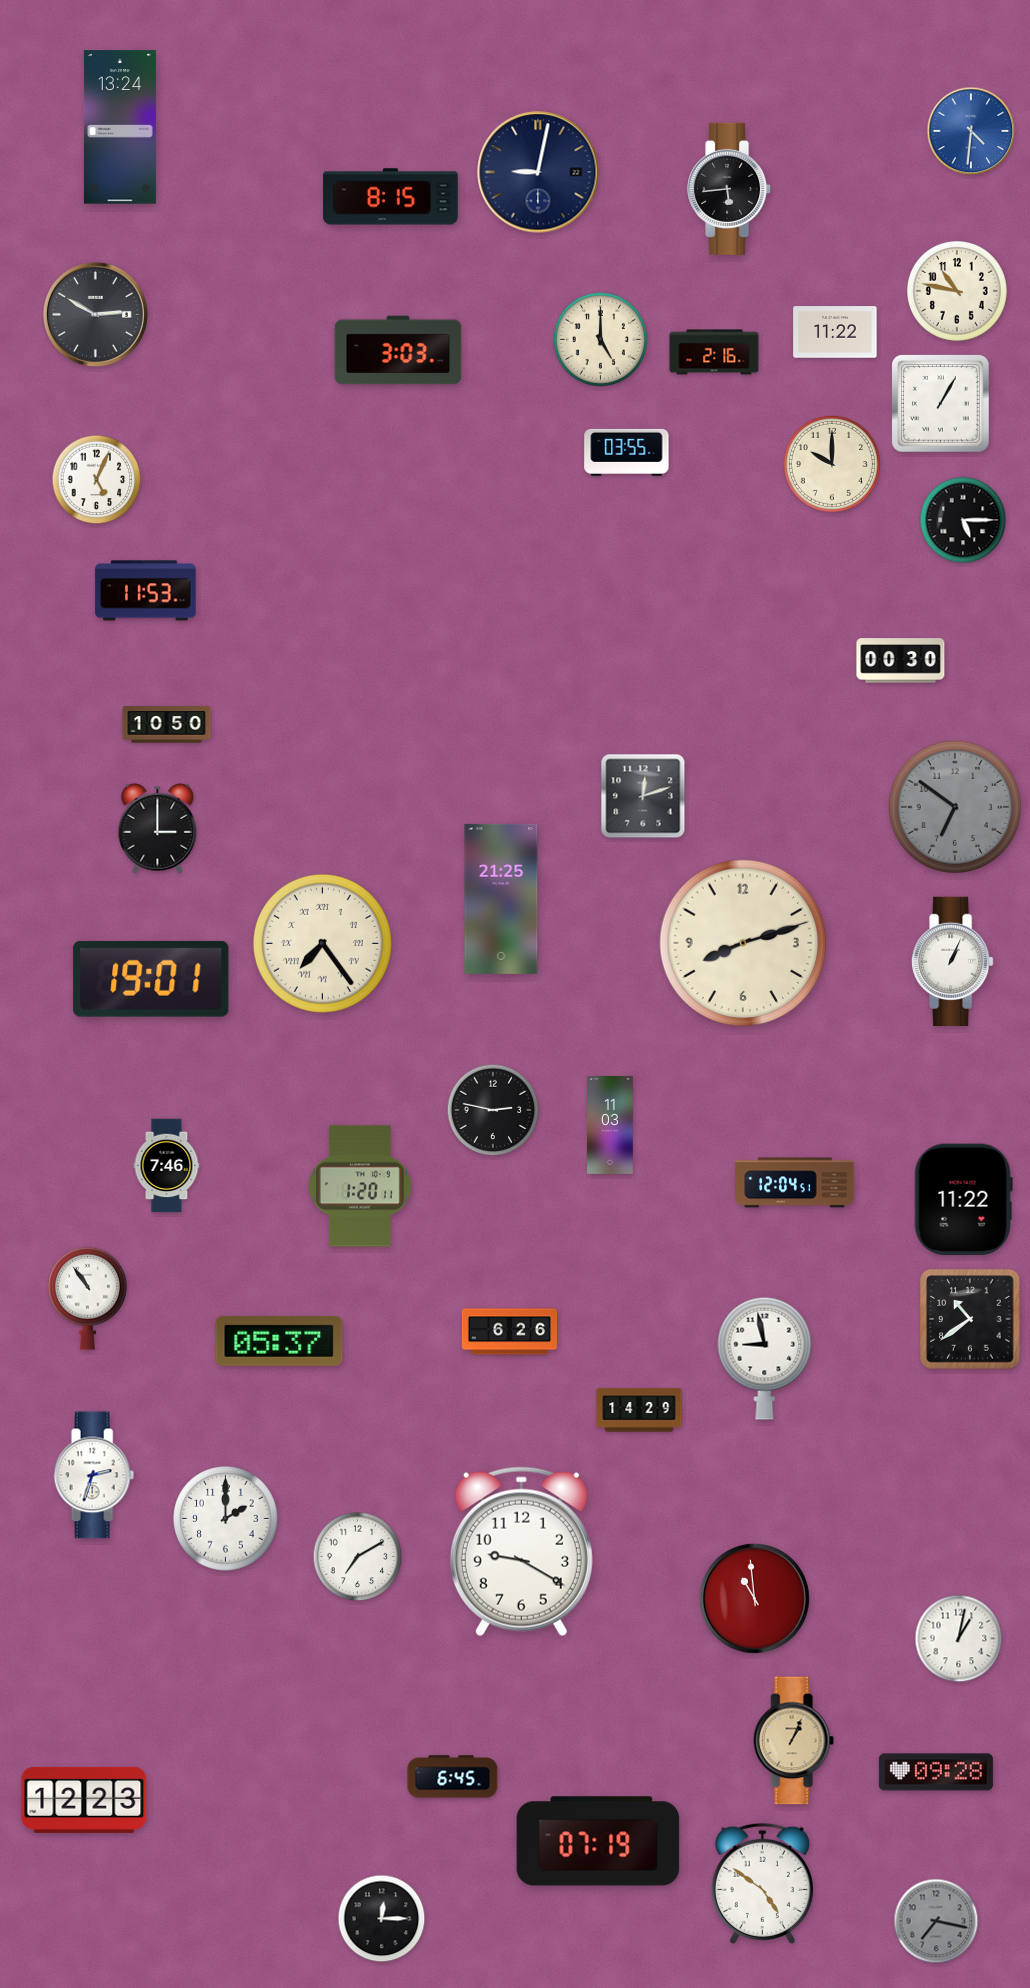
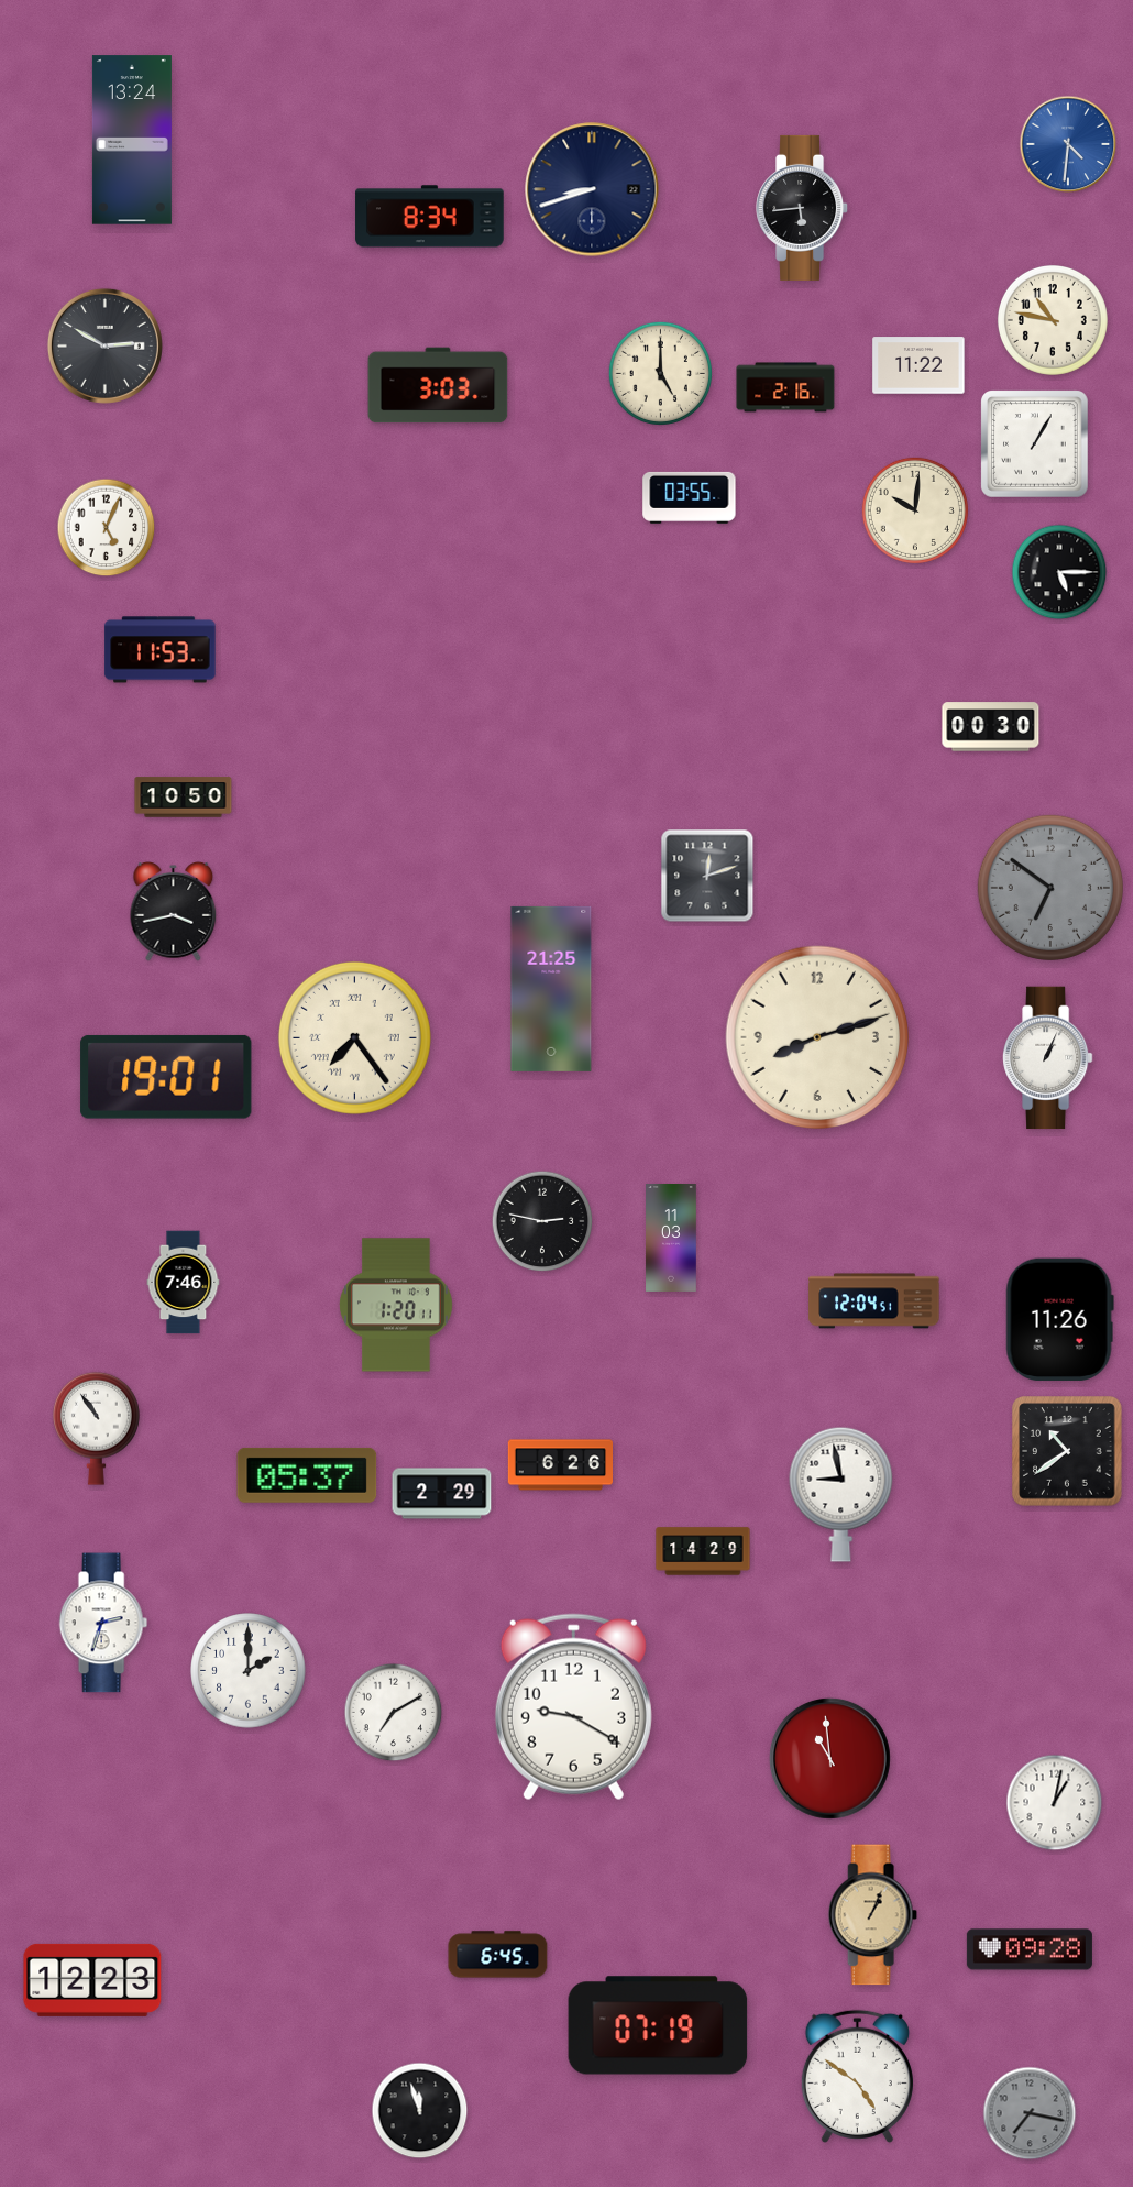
clock at (538, 172): 9:02 -> 8:42
clock at (391, 197): 8:15 -> 8:34
clock at (832, 464): 10:00 -> 10:01
clock at (158, 828): 3:00 -> 3:43
clock at (963, 1199): 11:22 -> 11:26
clock at (442, 1494): none -> 2:29
clock at (762, 1883) position: (762, 1883) -> (857, 2076)
clock at (382, 1919): 12:15 -> 11:57
